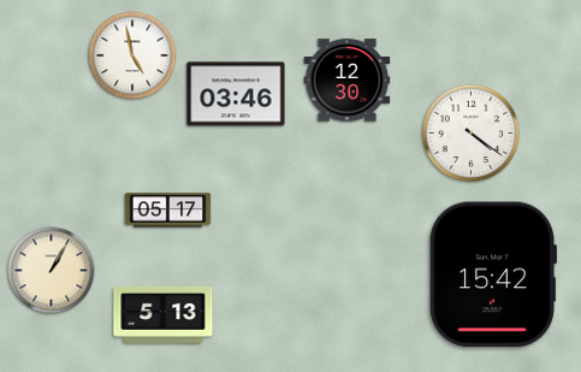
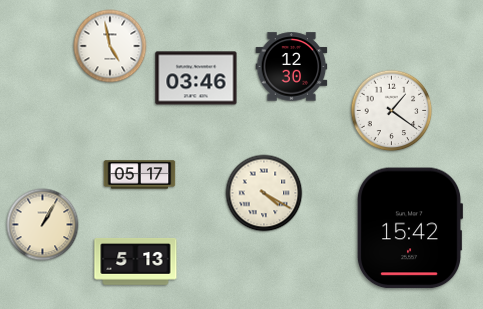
clock at (348, 81) position: (348, 81) -> (292, 67)
clock at (472, 134): 4:21 -> 1:21
clock at (264, 193): none -> 4:20
